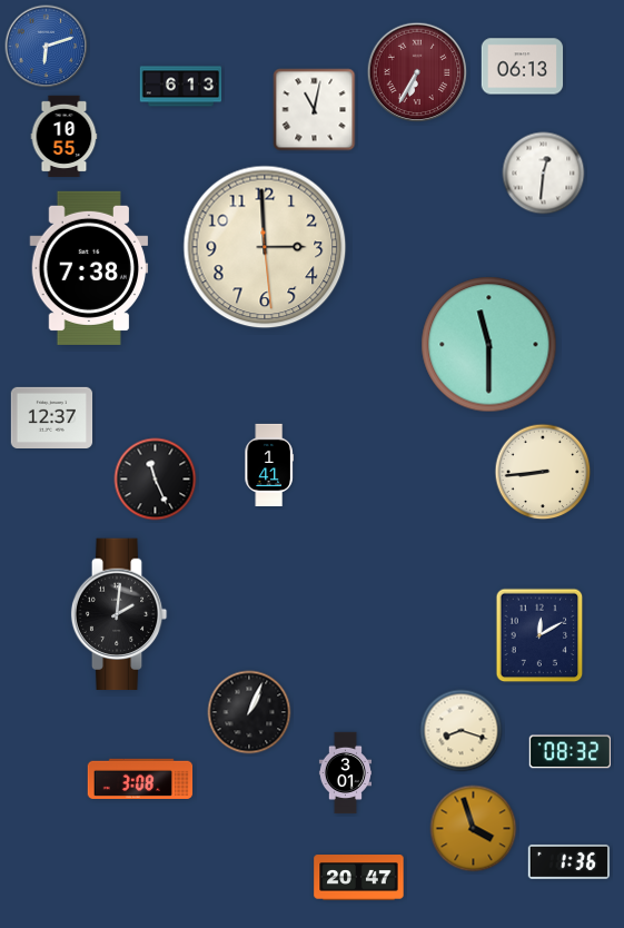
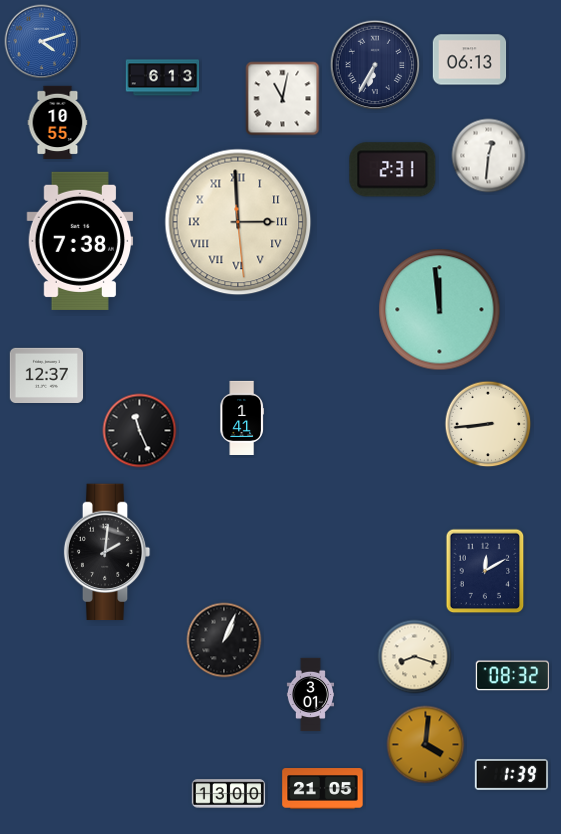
clock at (47, 47): 6:12 -> 4:12
clock at (417, 72) dial: burgundy -> navy
clock at (393, 170): none -> 2:31
clock at (265, 247) numerals: Arabic -> Roman
clock at (489, 345): 11:30 -> 11:59
clock at (140, 779): 3:08 -> none
clock at (474, 829): 3:57 -> 4:01
clock at (569, 861): 1:36 -> 1:39
clock at (359, 878): 20:47 -> 21:05
clock at (229, 794): none -> 13:00
